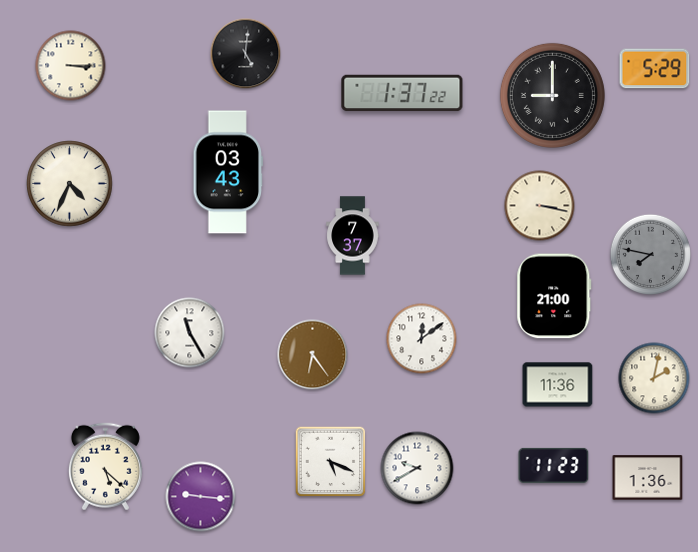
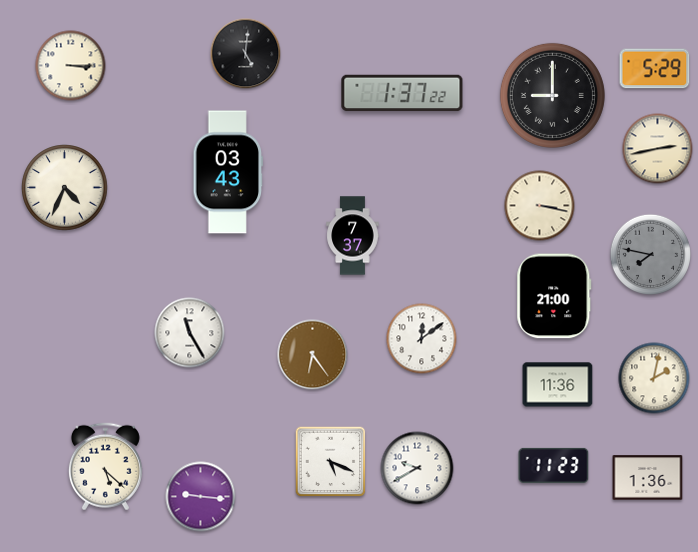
clock at (658, 149): none -> 2:43
clock at (70, 184) position: (70, 184) -> (65, 188)
